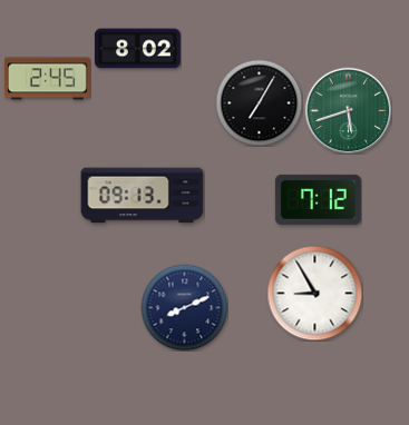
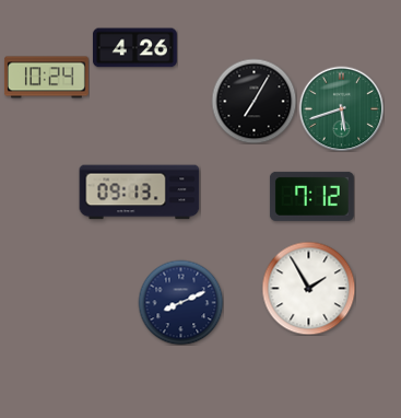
clock at (137, 49): 8:02 -> 4:26
clock at (47, 79): 2:45 -> 10:24
clock at (314, 293): 8:55 -> 1:55
